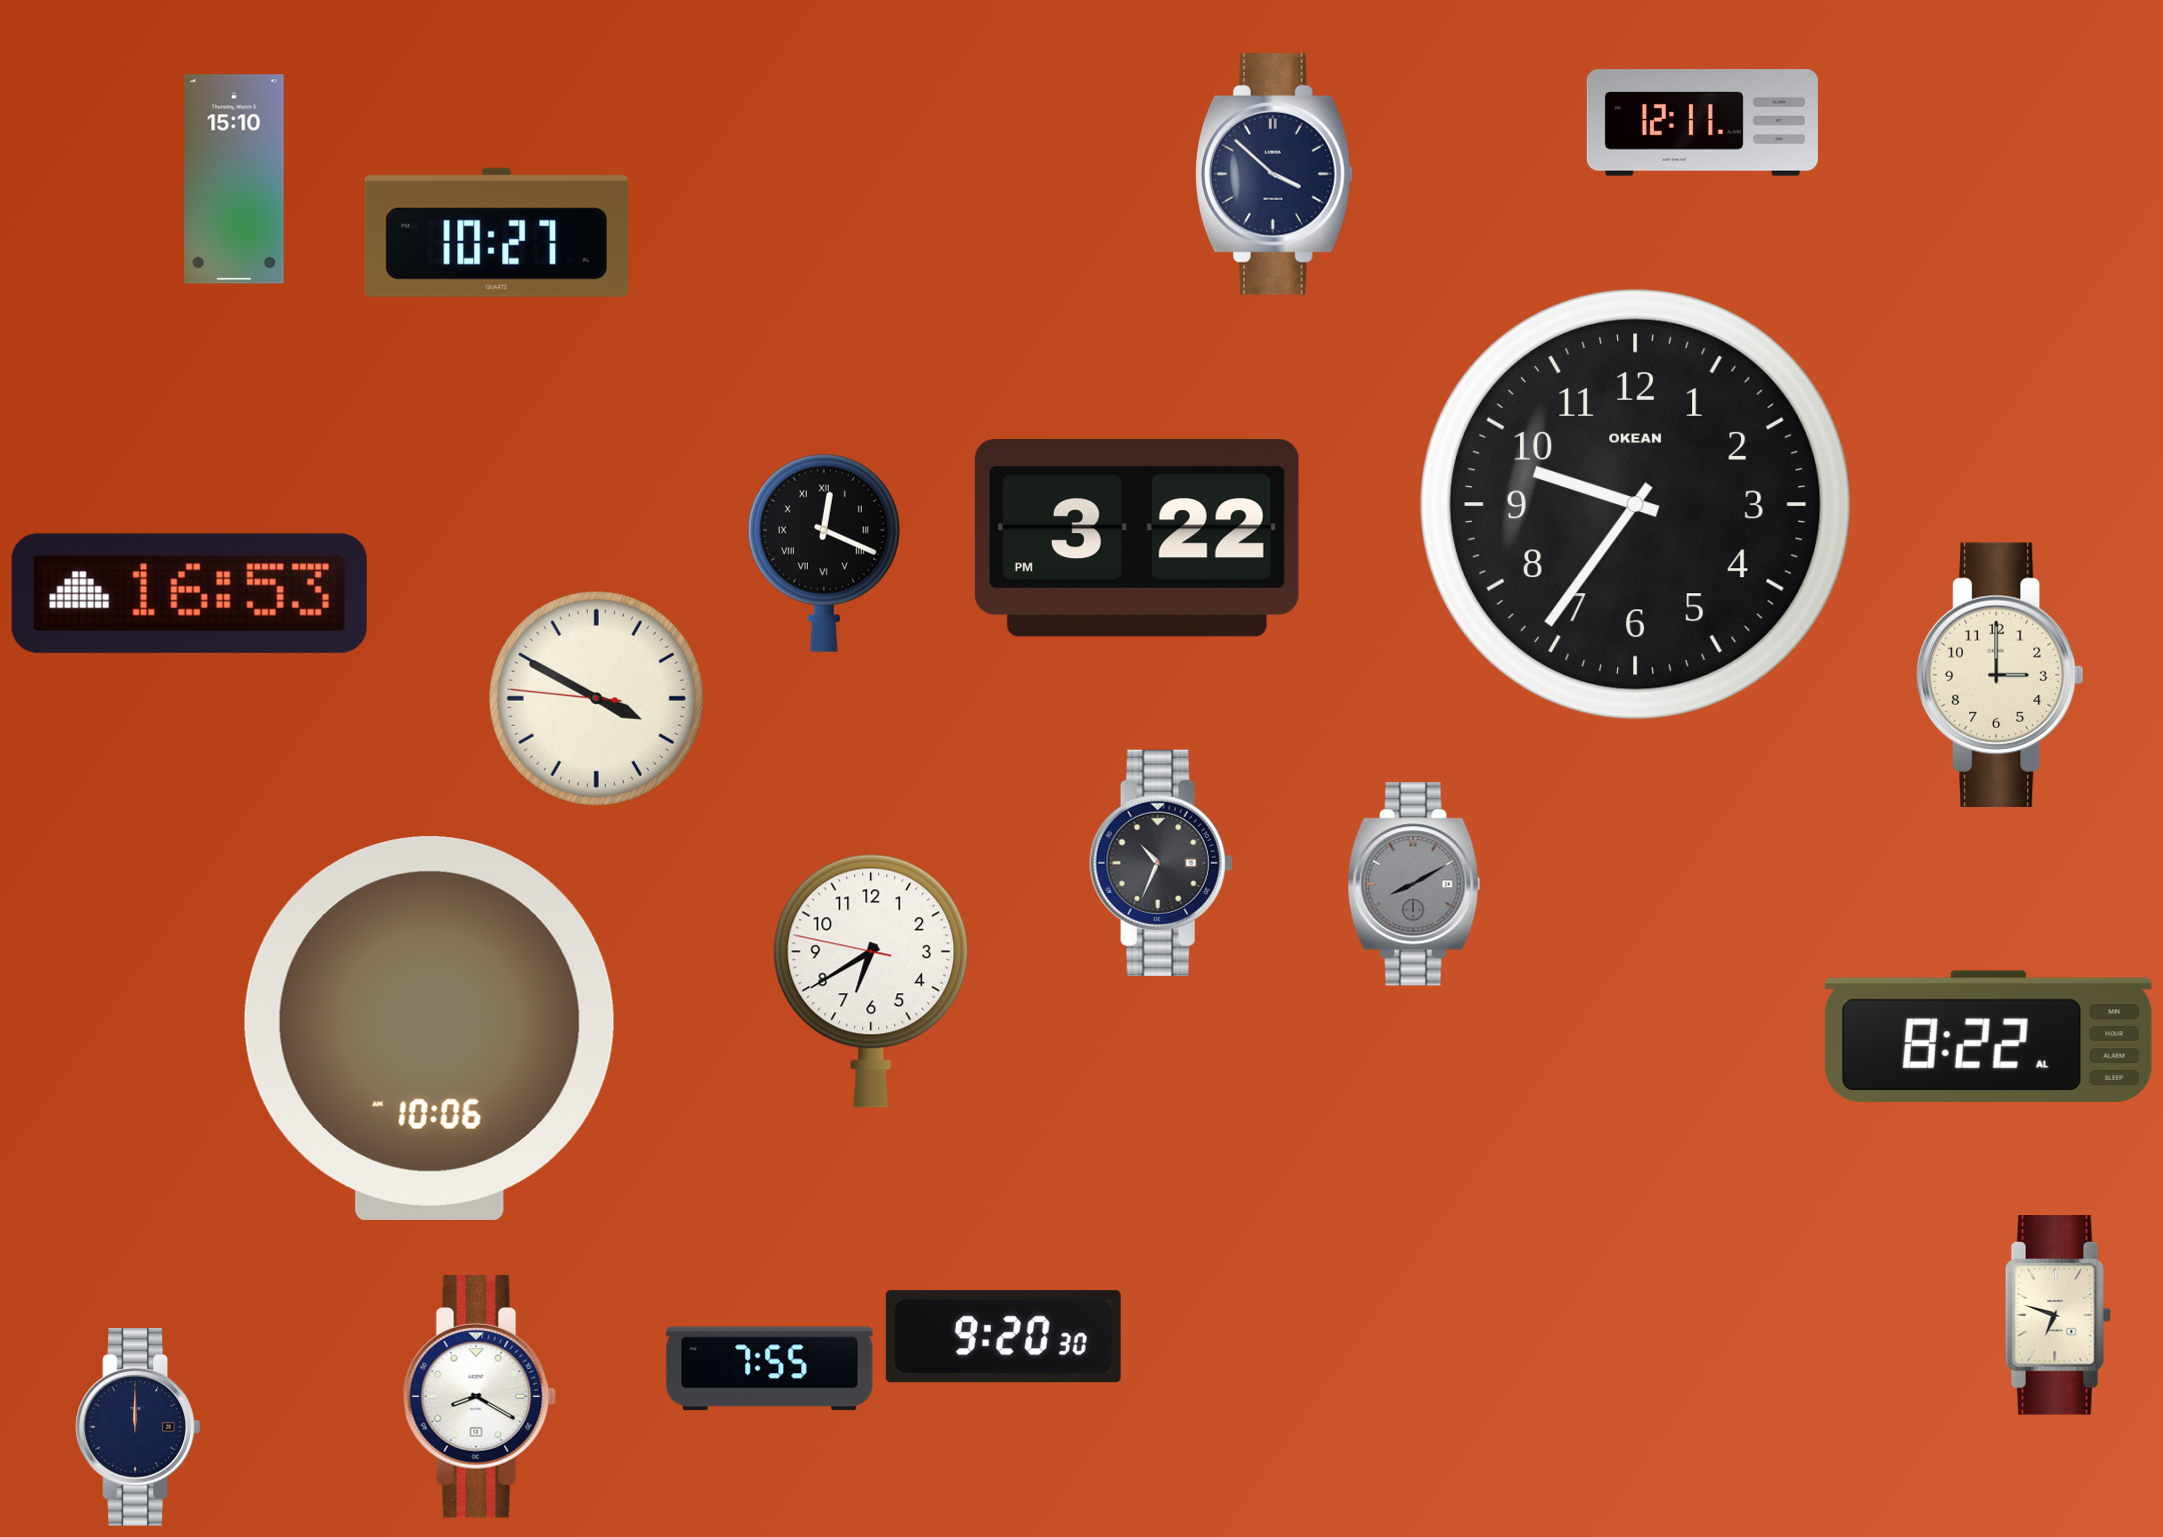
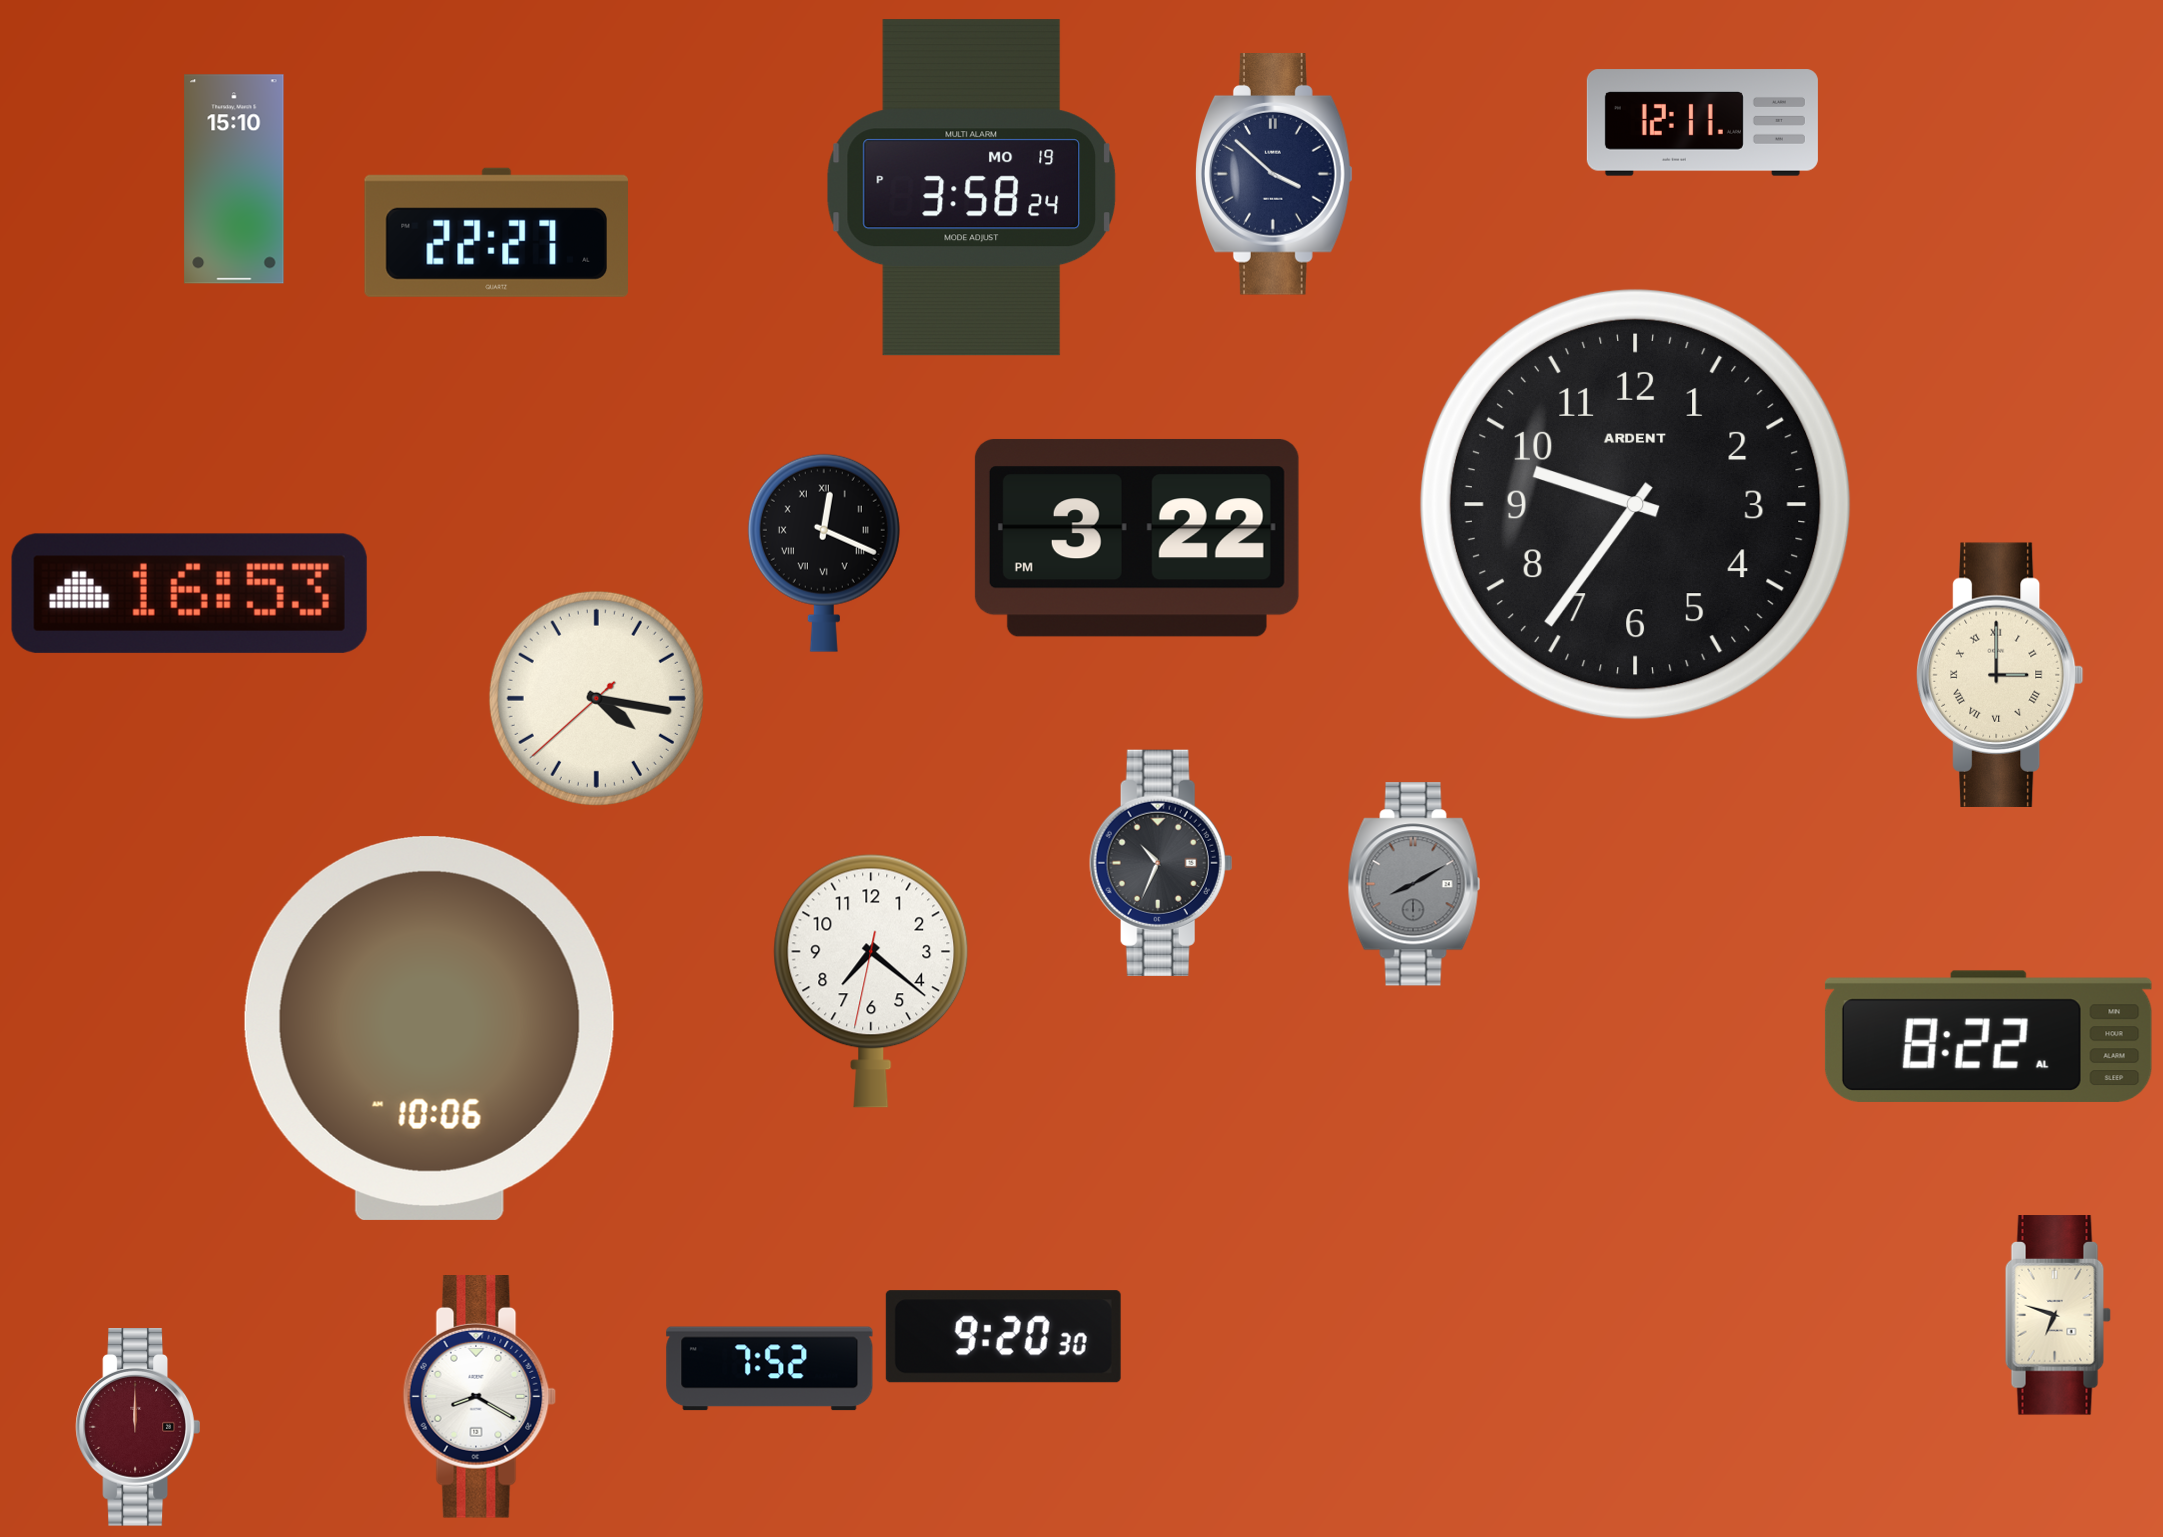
clock at (971, 188): none -> 3:58
clock at (496, 232): 10:27 -> 22:27
clock at (1635, 504) brand: OKEAN -> ARDENT
clock at (2000, 675) numerals: Arabic -> Roman
clock at (596, 698): 3:49 -> 4:16
clock at (871, 981): 6:39 -> 7:21
clock at (770, 1369): 7:55 -> 7:52
clock at (138, 1428) dial: navy -> burgundy
